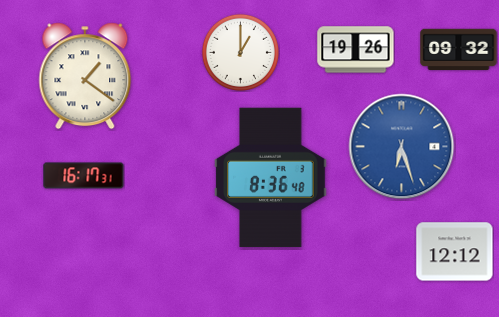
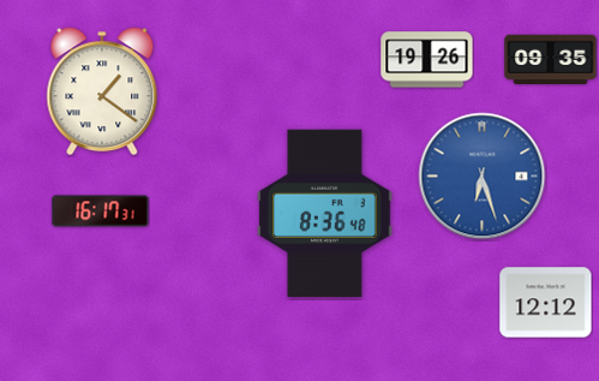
clock at (459, 49): 09:32 -> 09:35
clock at (240, 52): 1:00 -> none
